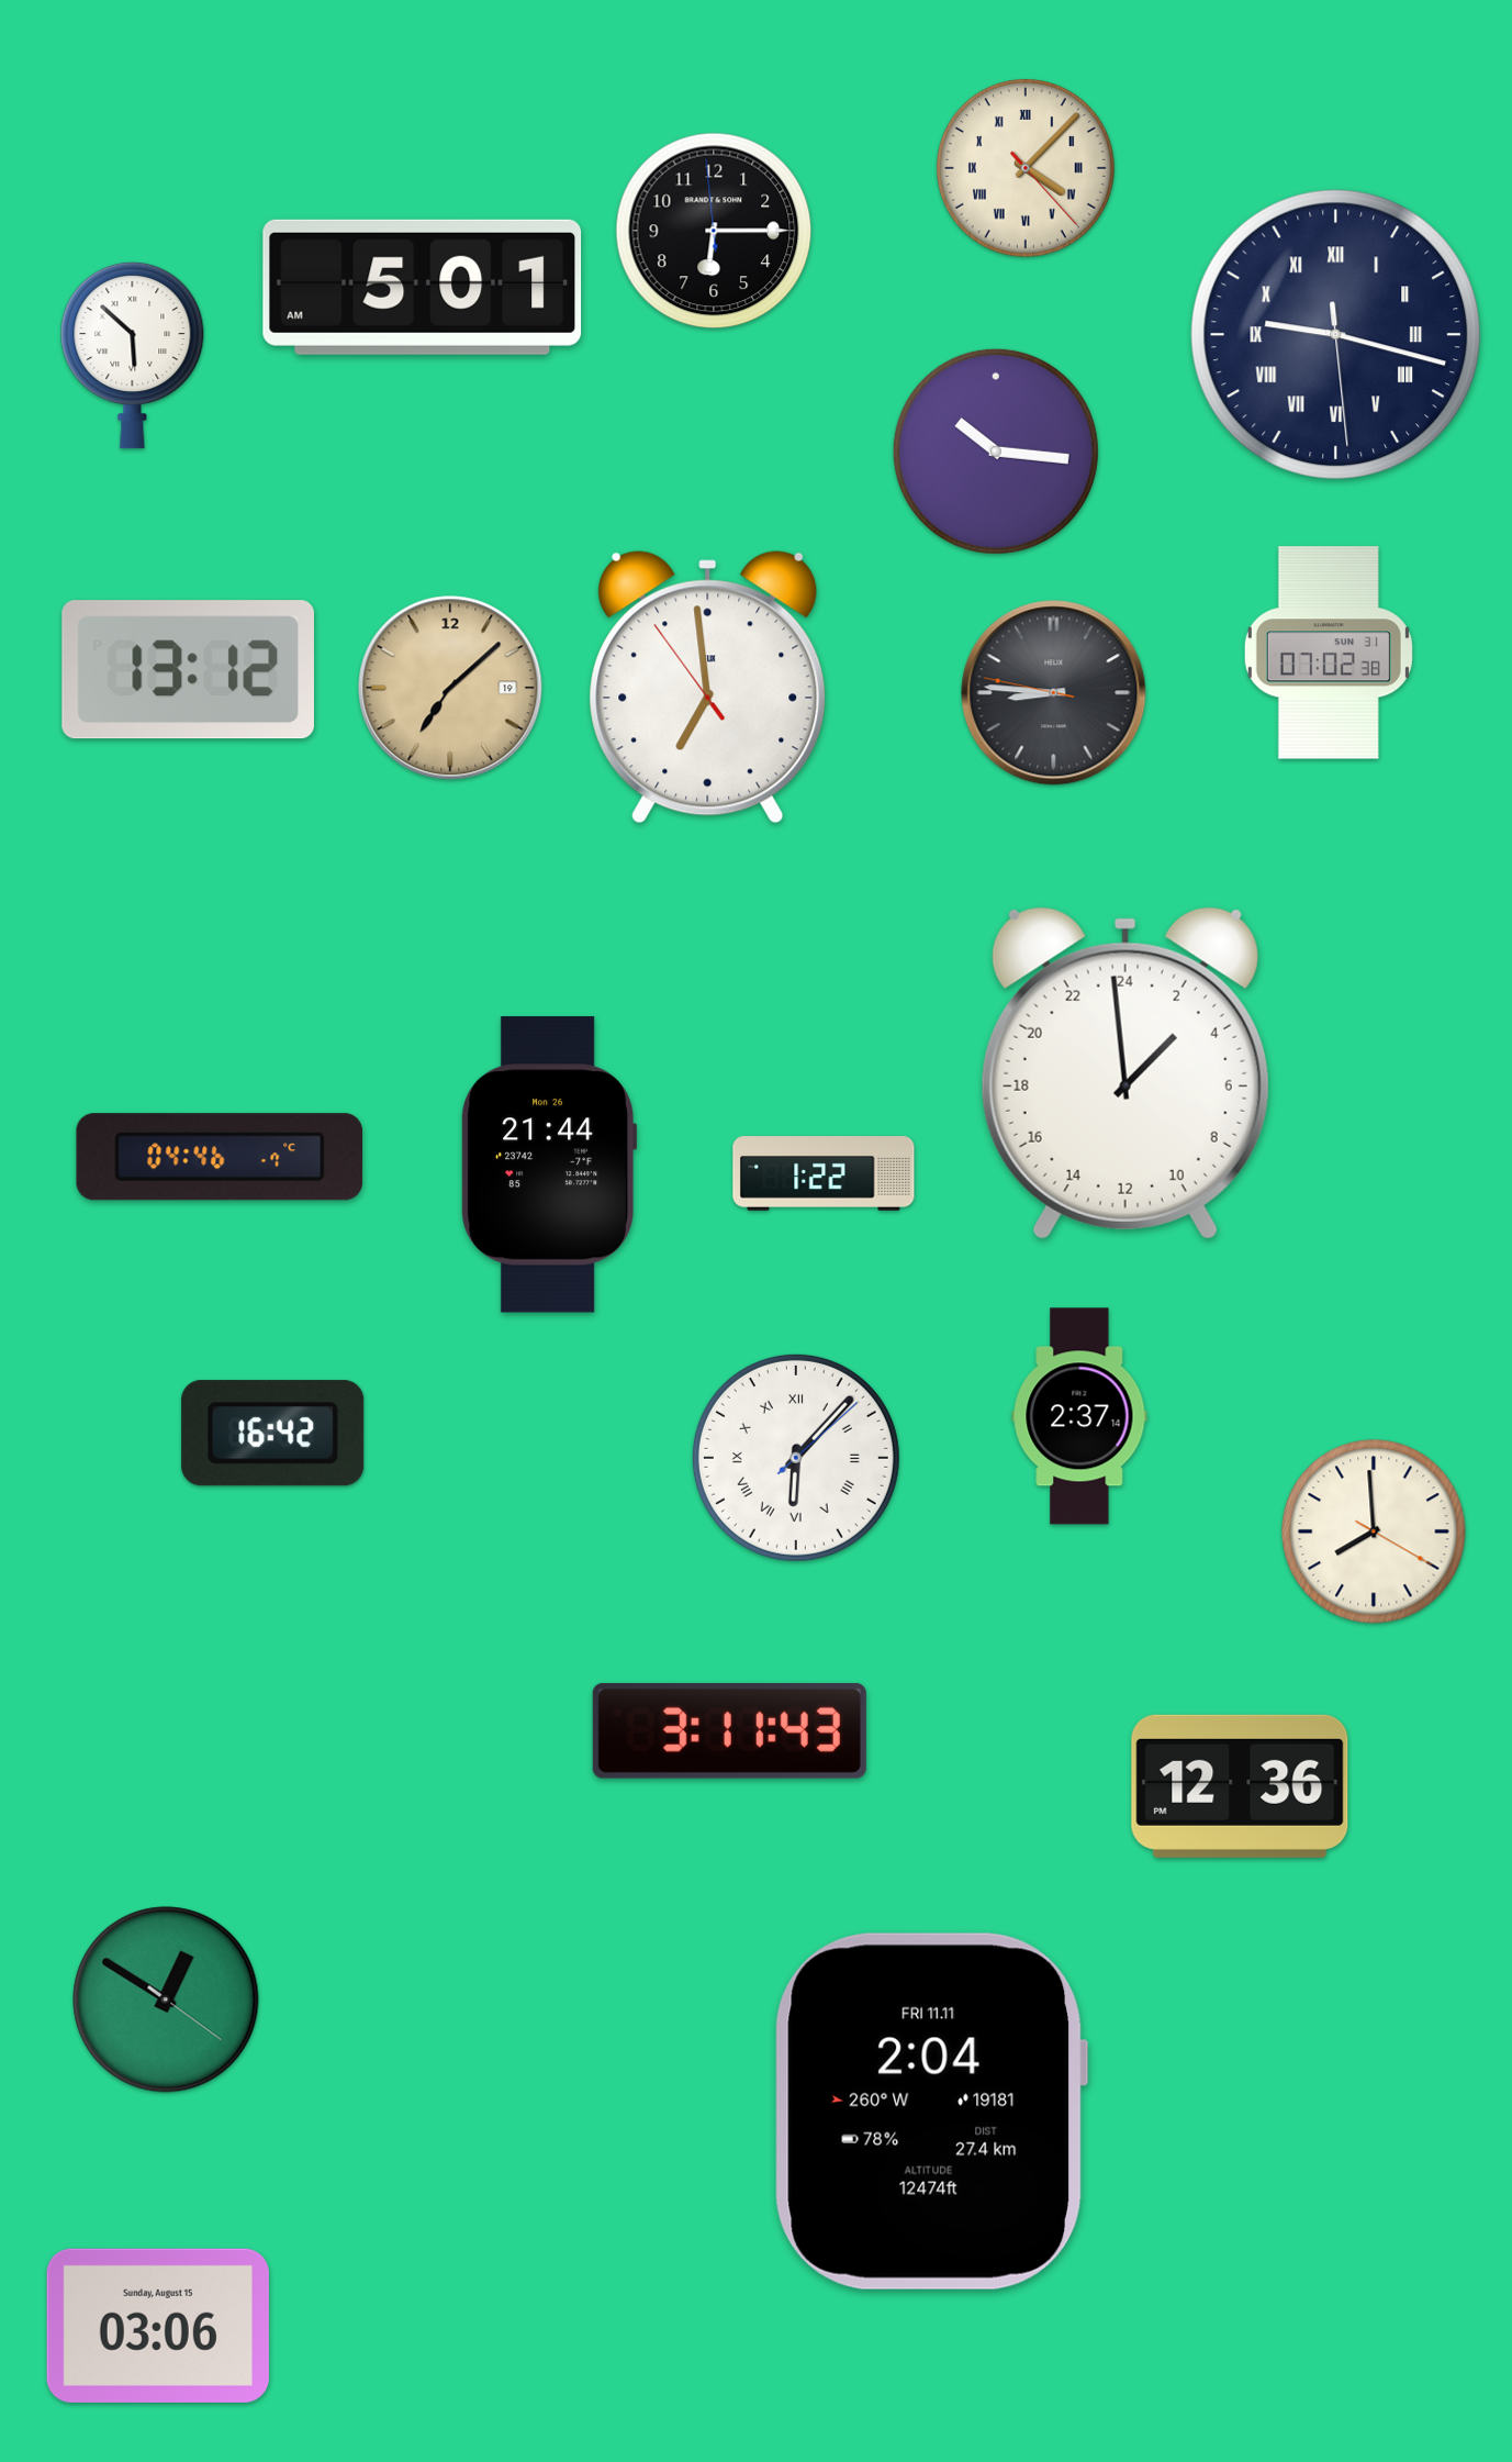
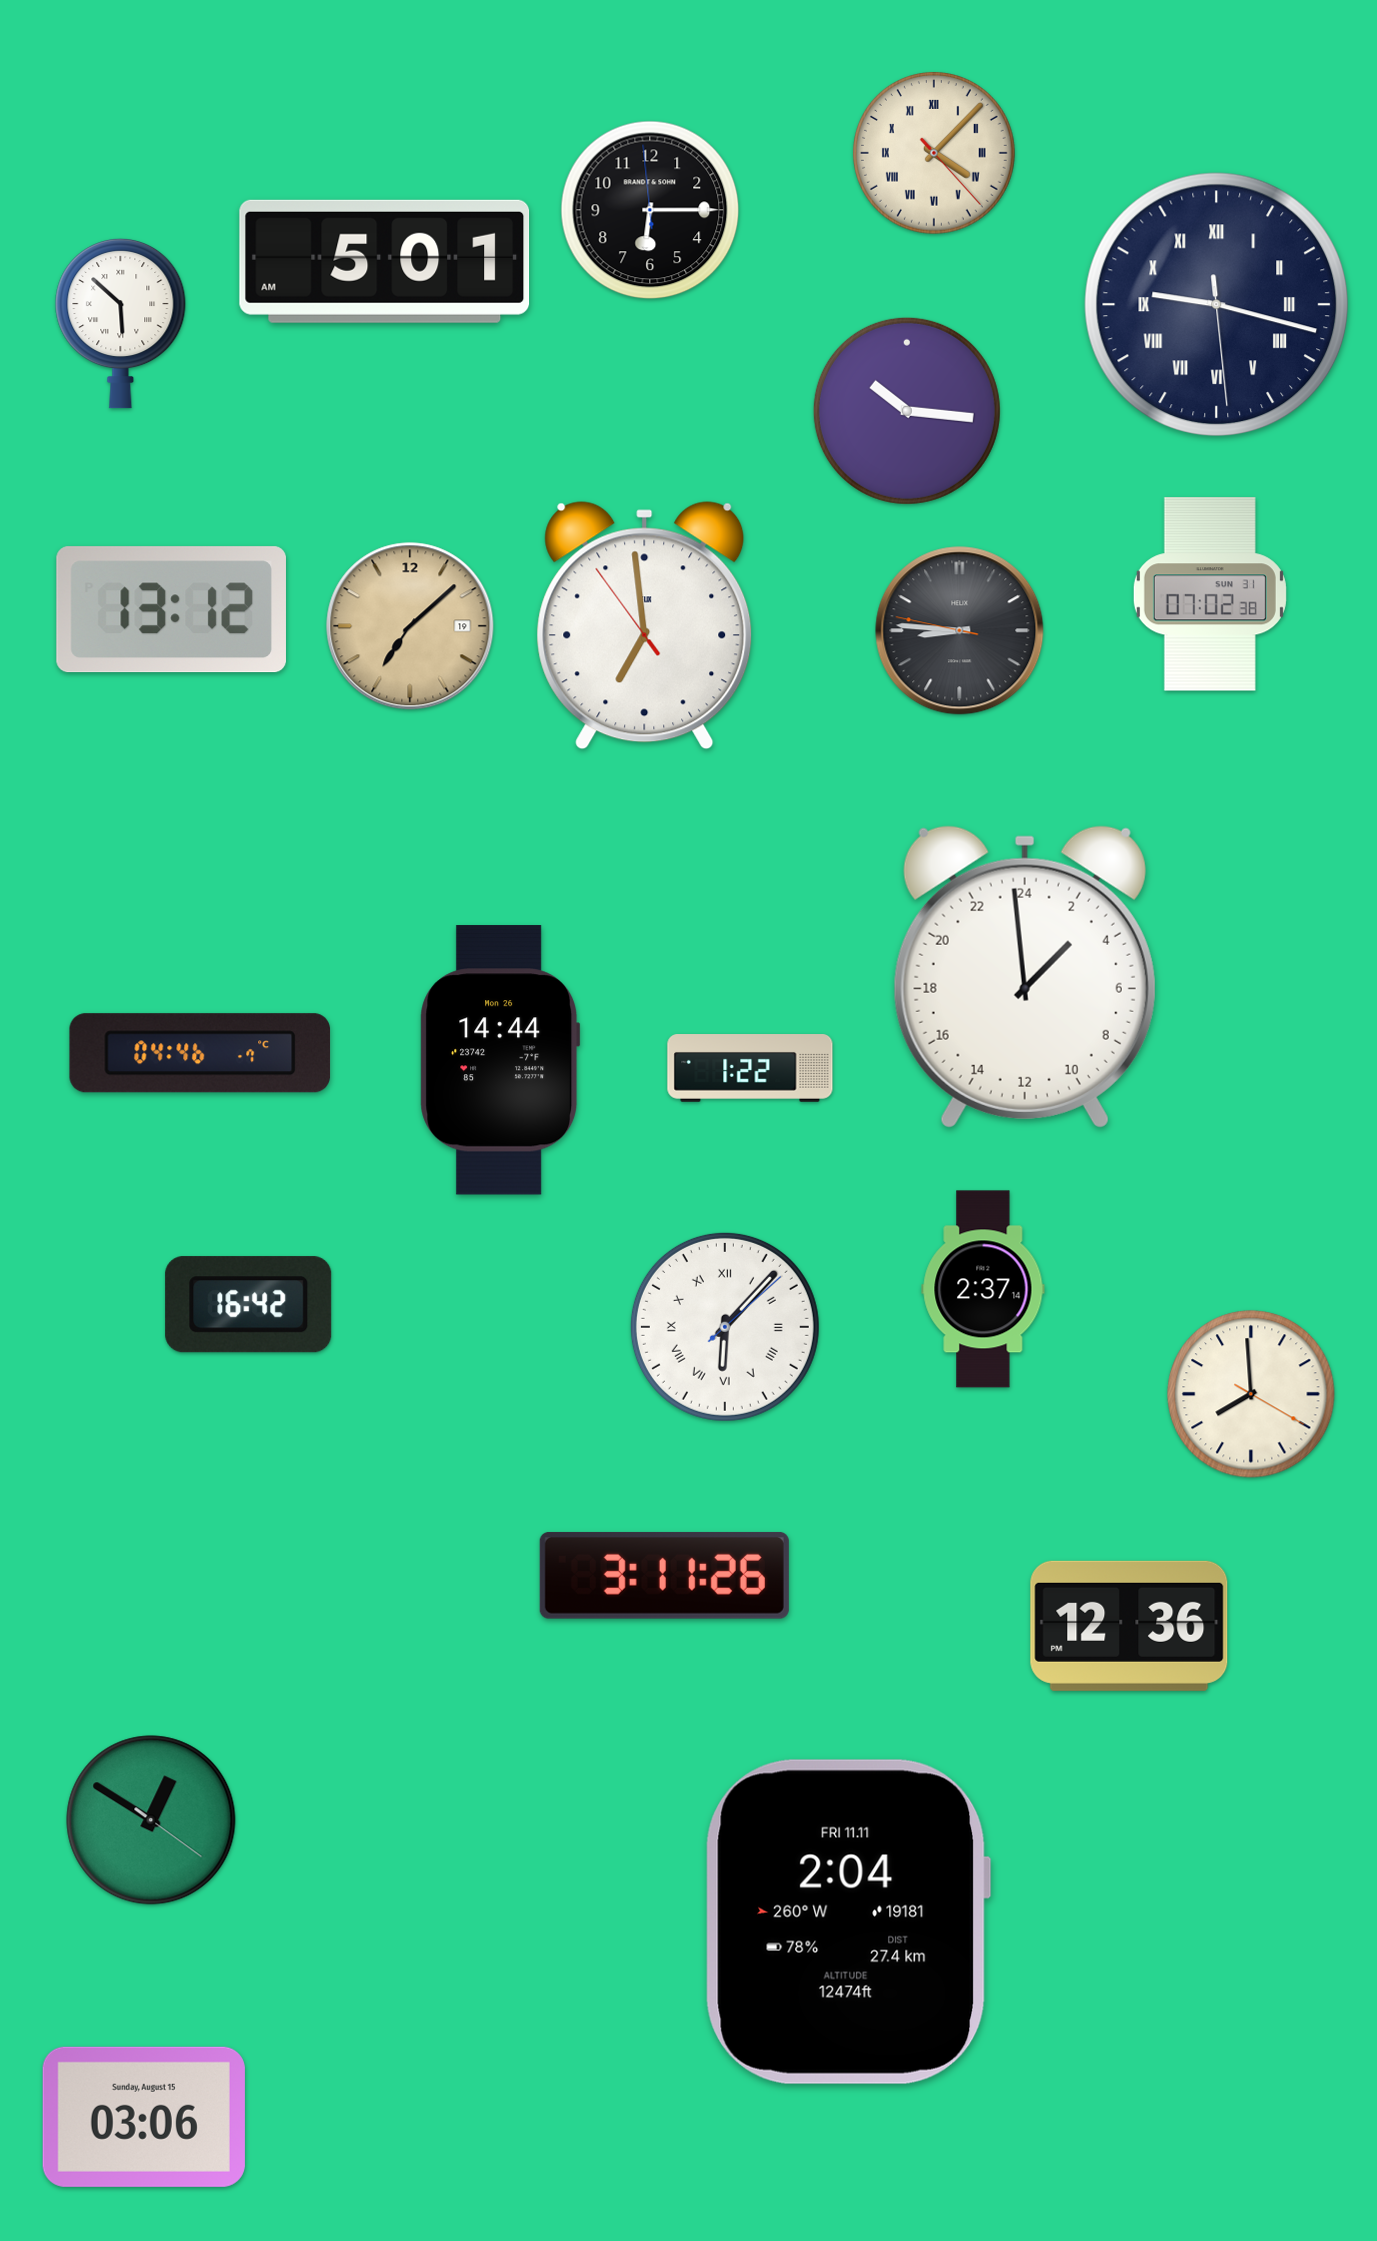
clock at (549, 1165): 21:44 -> 14:44
clock at (729, 1730): 3:11:43 -> 3:11:26
